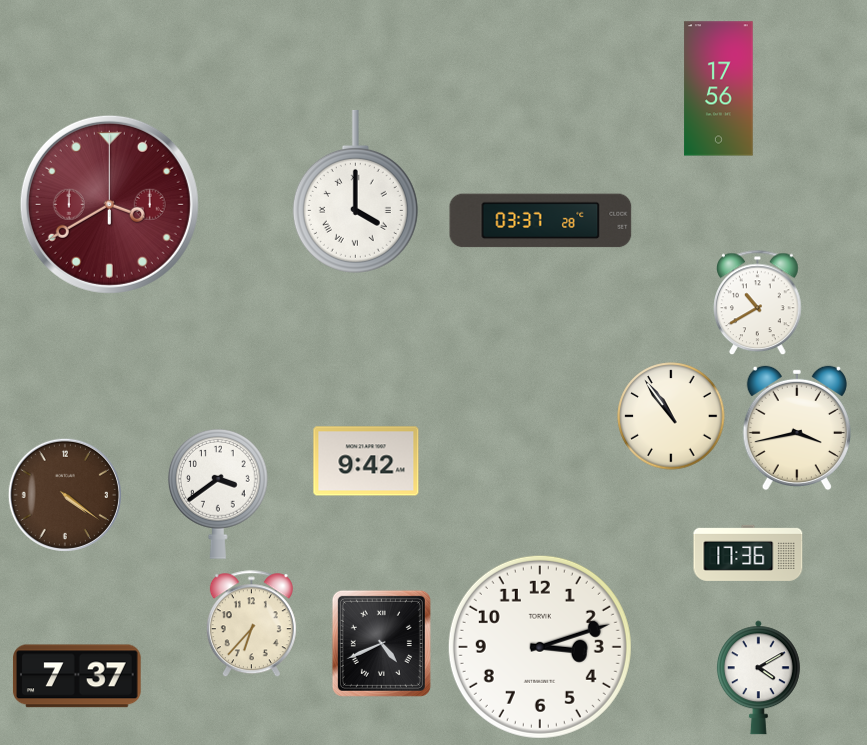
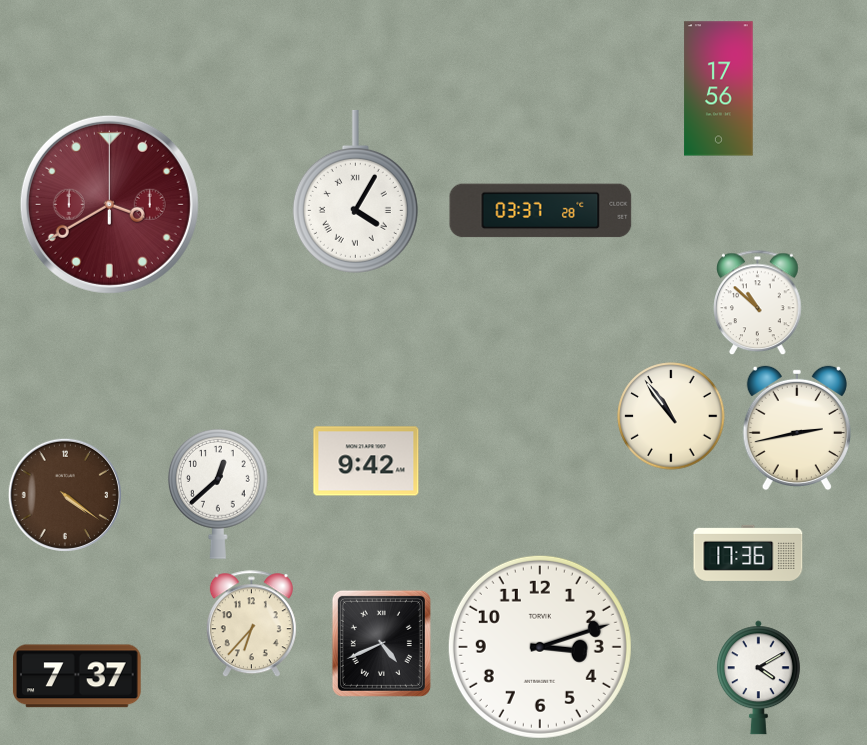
clock at (355, 191): 4:00 -> 4:05
clock at (541, 221) position: (541, 221) -> (541, 211)
clock at (758, 303): 10:40 -> 10:52
clock at (797, 428): 3:43 -> 2:43
clock at (218, 494): 3:39 -> 12:38
